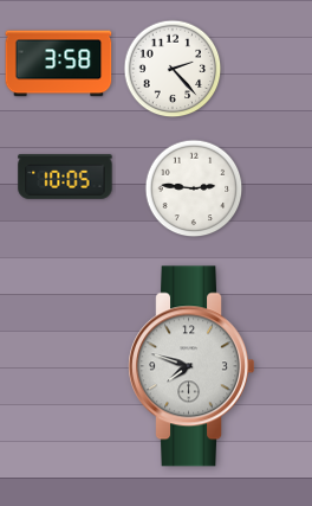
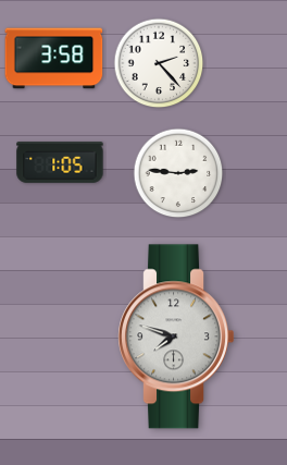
clock at (65, 177): 10:05 -> 1:05
